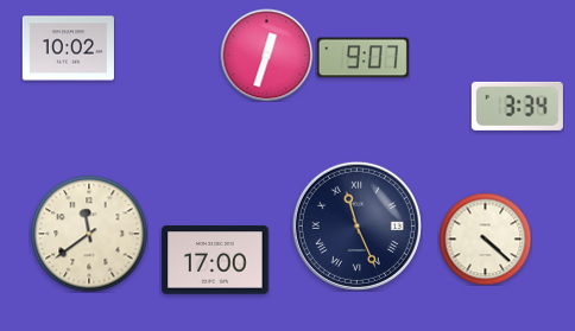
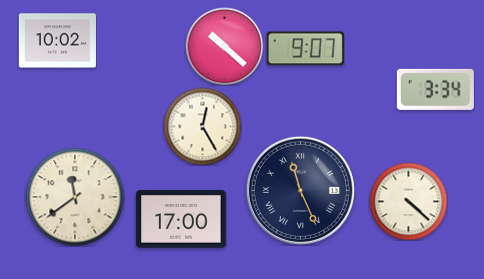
clock at (266, 55): 12:33 -> 10:22
clock at (202, 126): none -> 12:25
